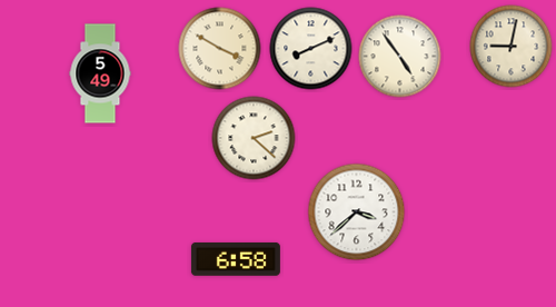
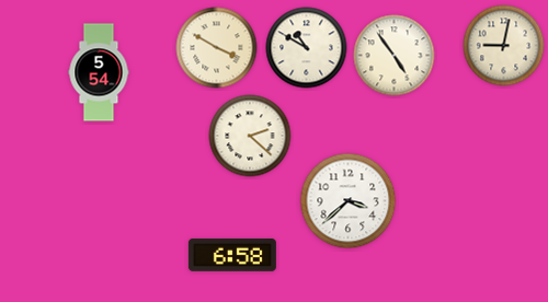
clock at (311, 49): 8:11 -> 10:50
clock at (100, 73): 5:49 -> 5:54
clock at (357, 212) position: (357, 212) -> (349, 201)
